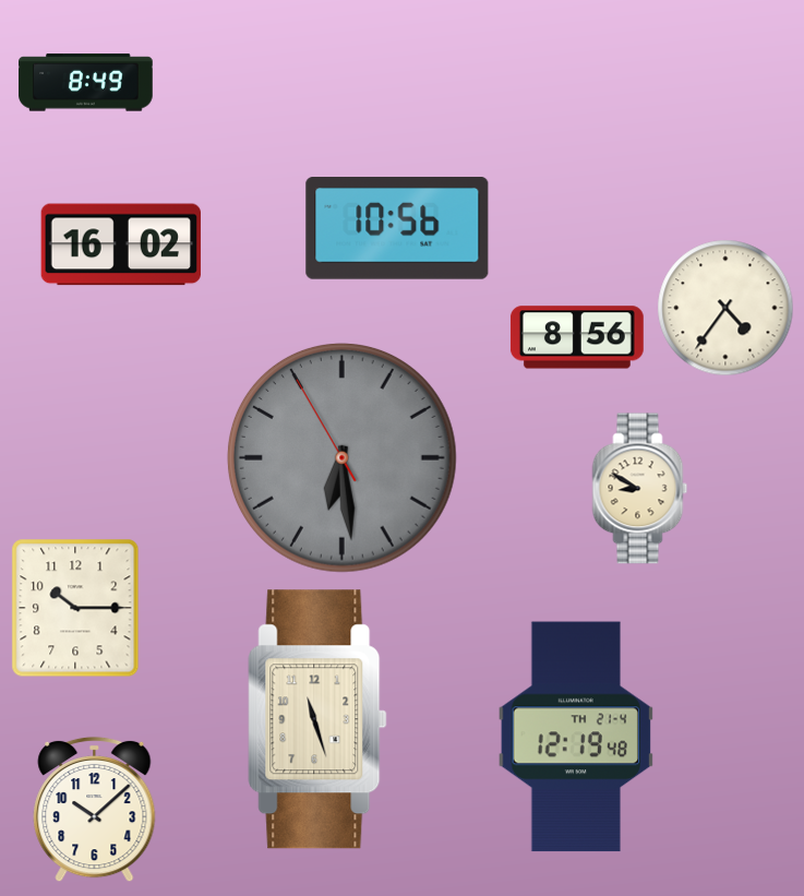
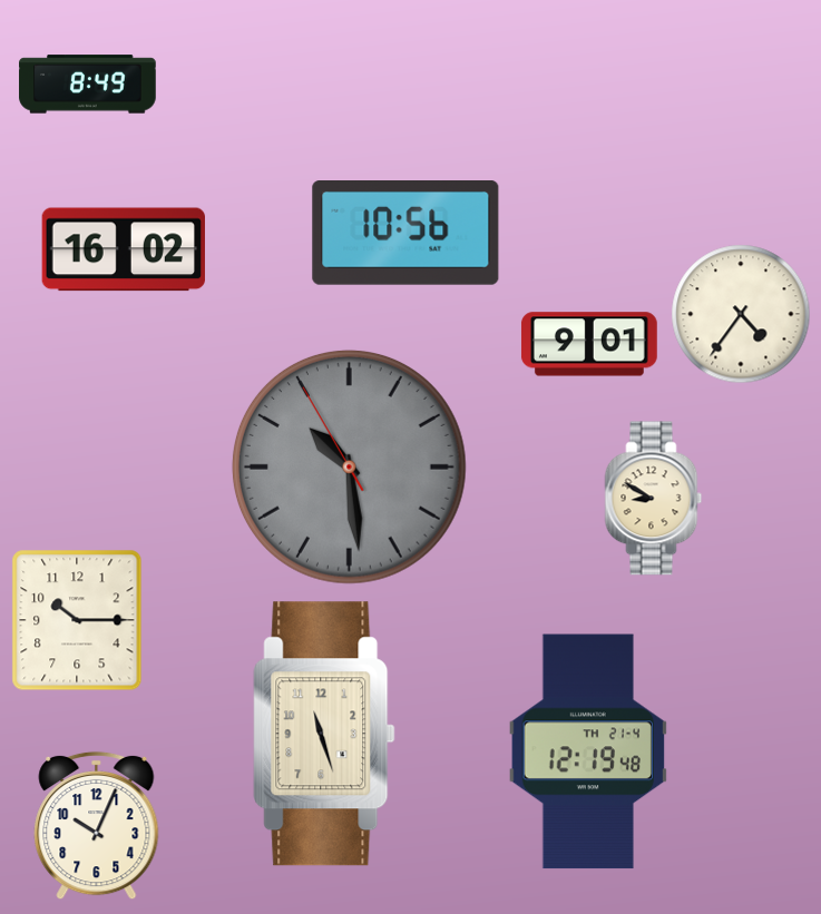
clock at (577, 337): 8:56 -> 9:01
clock at (341, 457): 6:28 -> 10:28
clock at (95, 810): 10:08 -> 10:04
